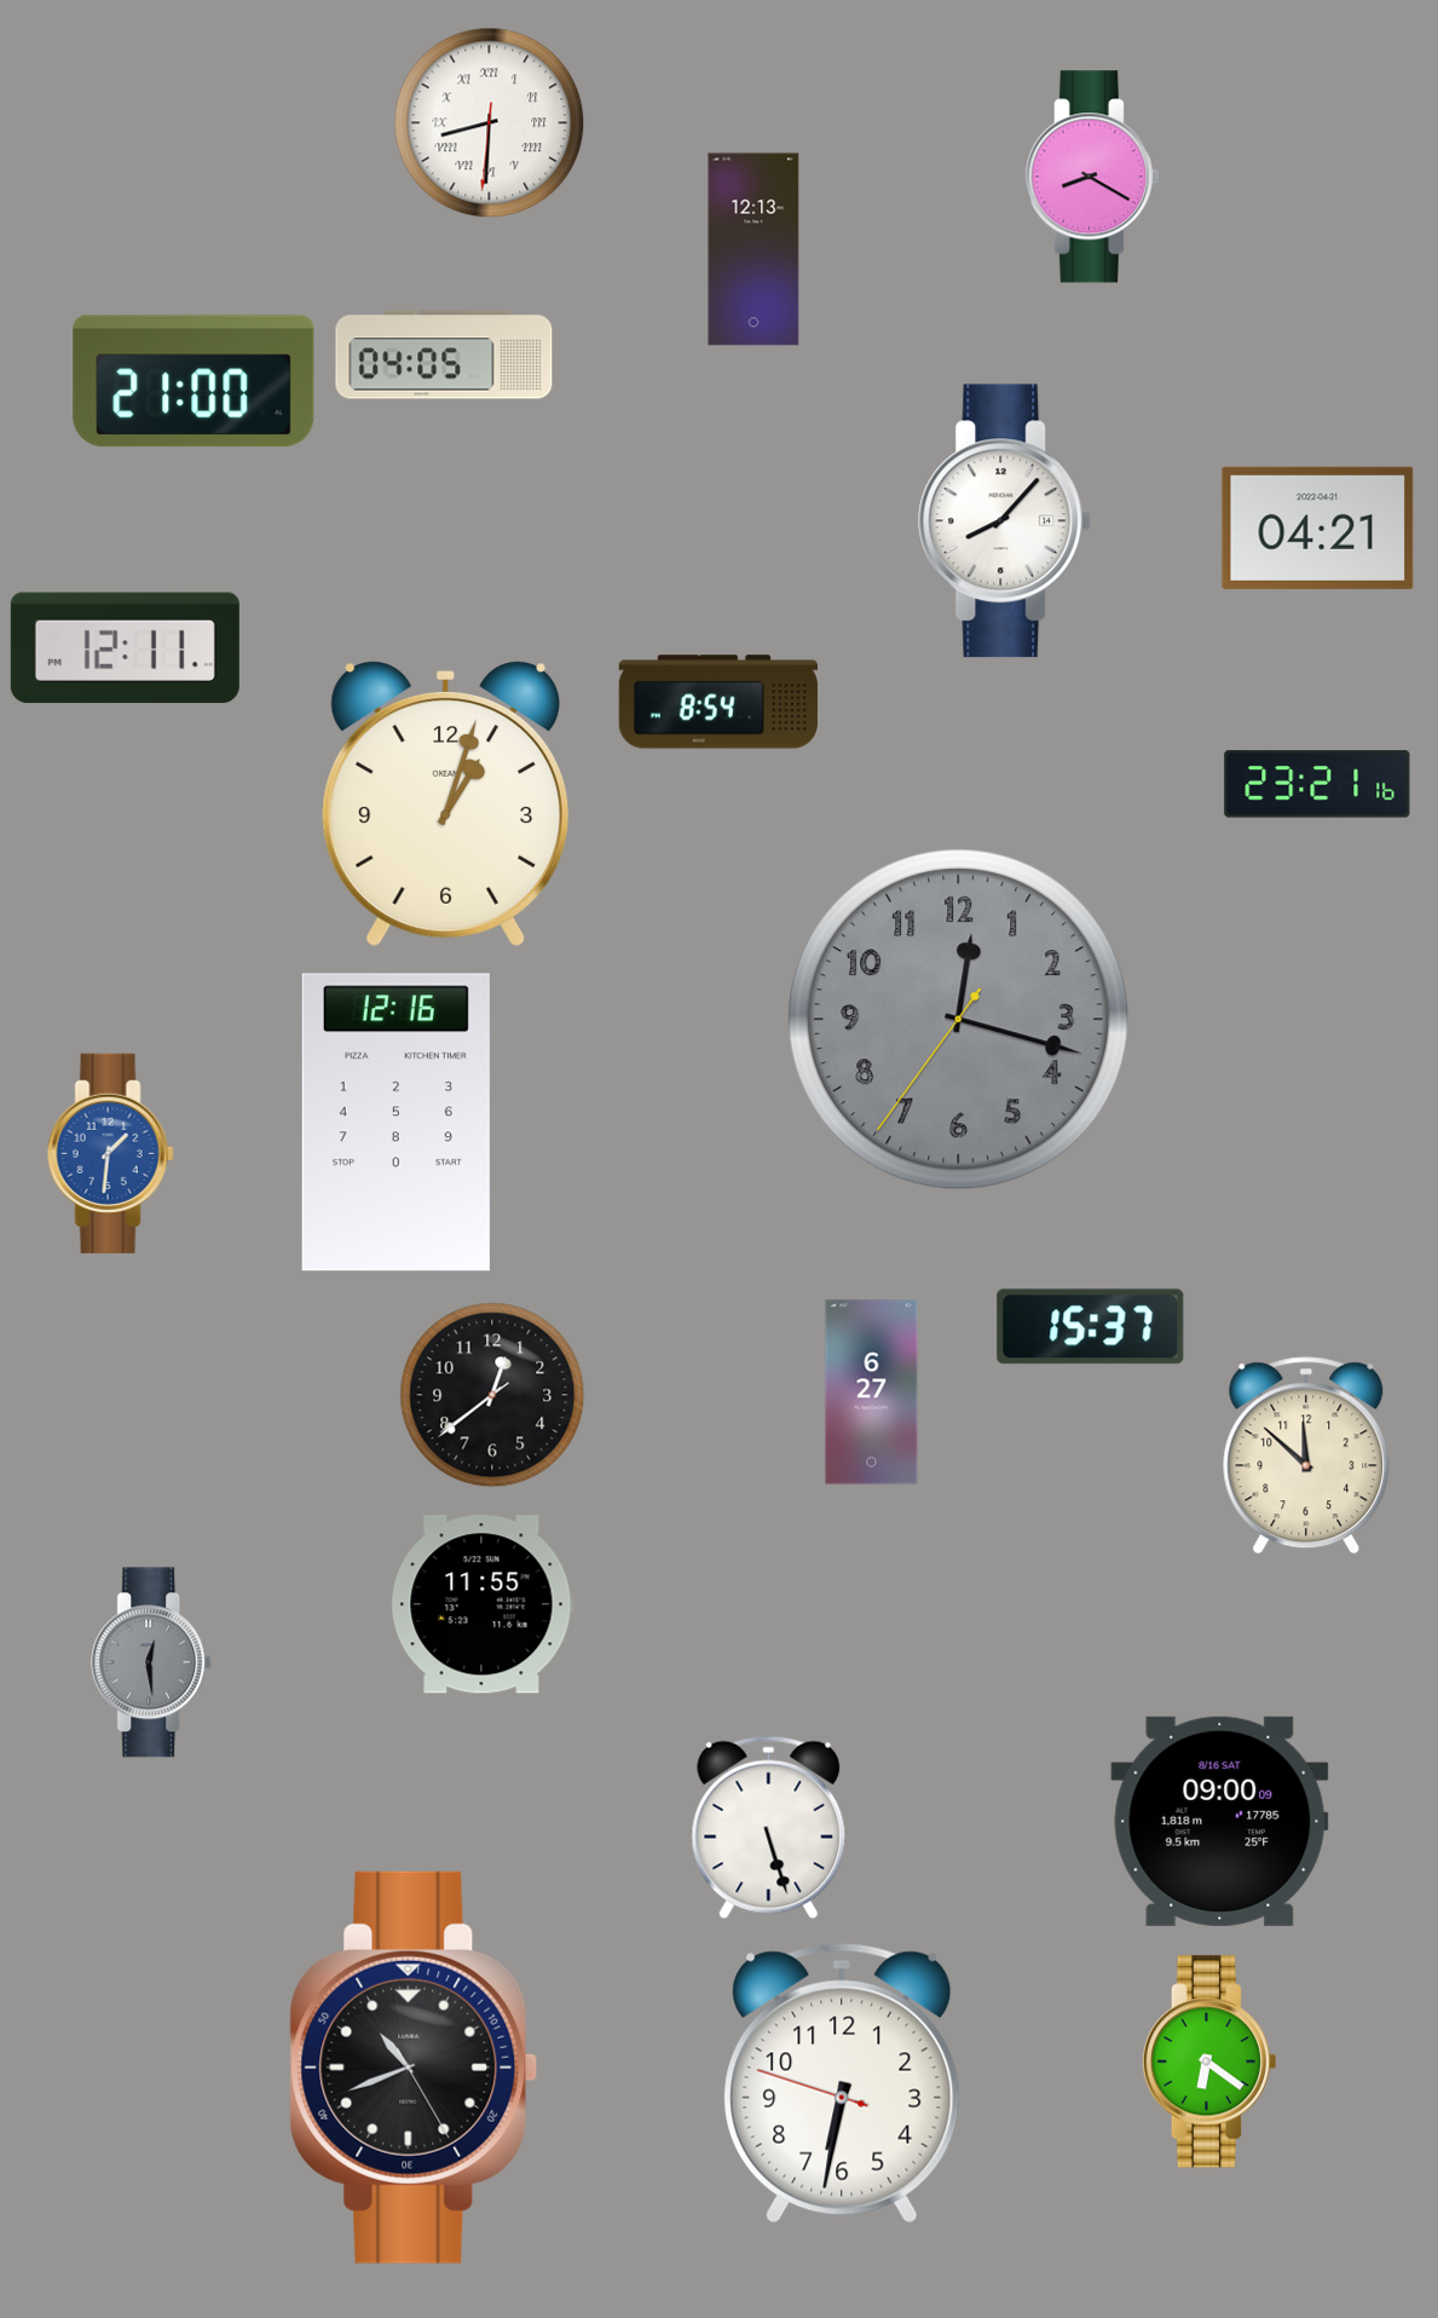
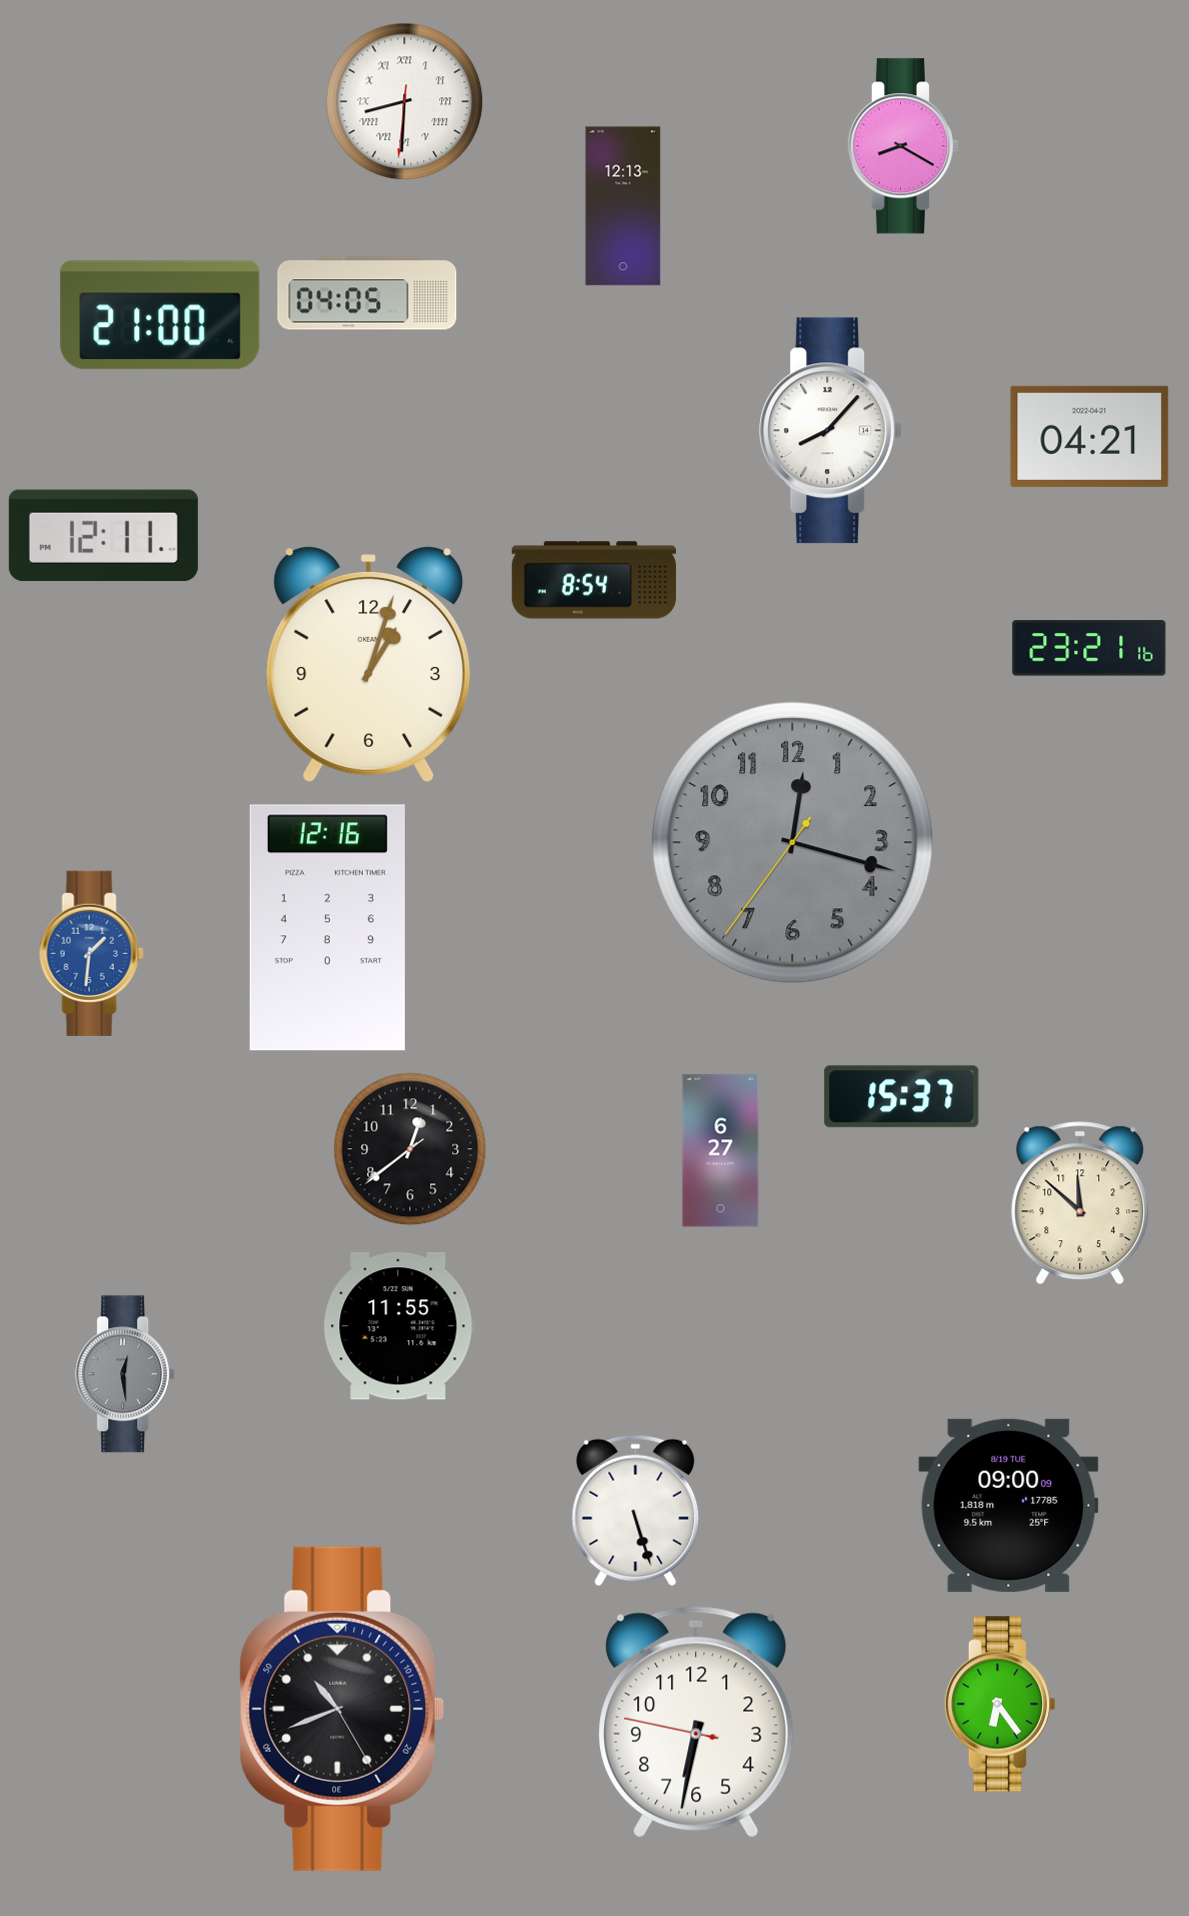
clock at (492, 1395) position: (492, 1395) -> (410, 1149)
clock at (1220, 1821) date: 8/16 SAT -> 8/19 TUE
clock at (1208, 2062): 6:21 -> 6:24
clock at (842, 2083): 6:31:48 -> 6:31:47
